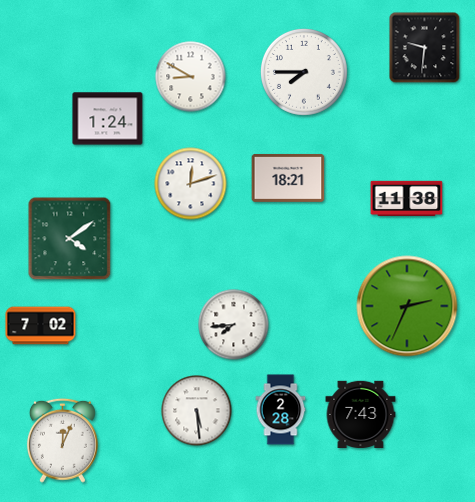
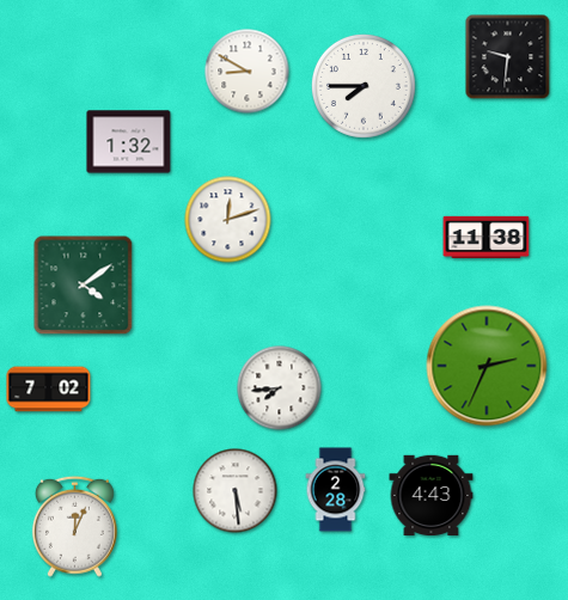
clock at (191, 77) position: (191, 77) -> (248, 72)
clock at (108, 119): 1:24 -> 1:32
clock at (288, 178): 18:21 -> none
clock at (361, 414): 7:43 -> 4:43
